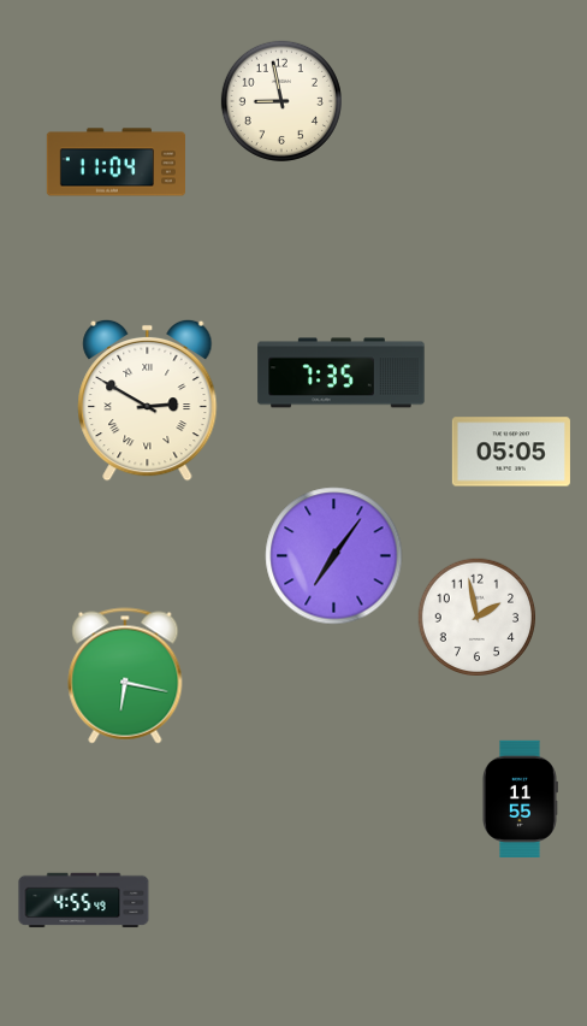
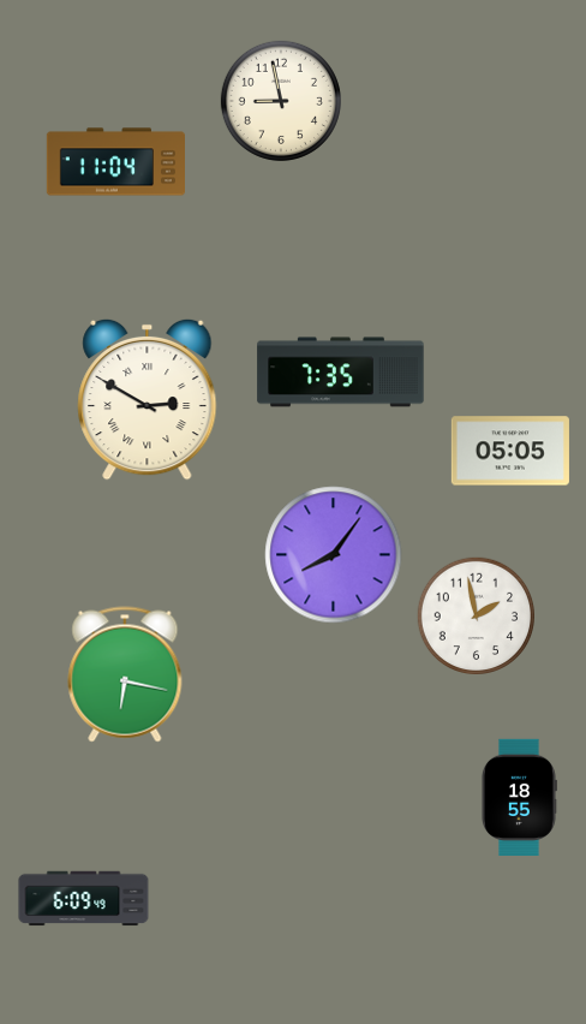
clock at (334, 556): 7:06 -> 8:06
clock at (520, 798): 11:55 -> 18:55
clock at (84, 901): 4:55 -> 6:09
